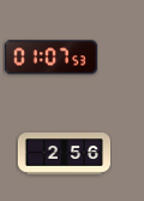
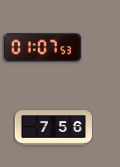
clock at (64, 154): 2:56 -> 7:56
